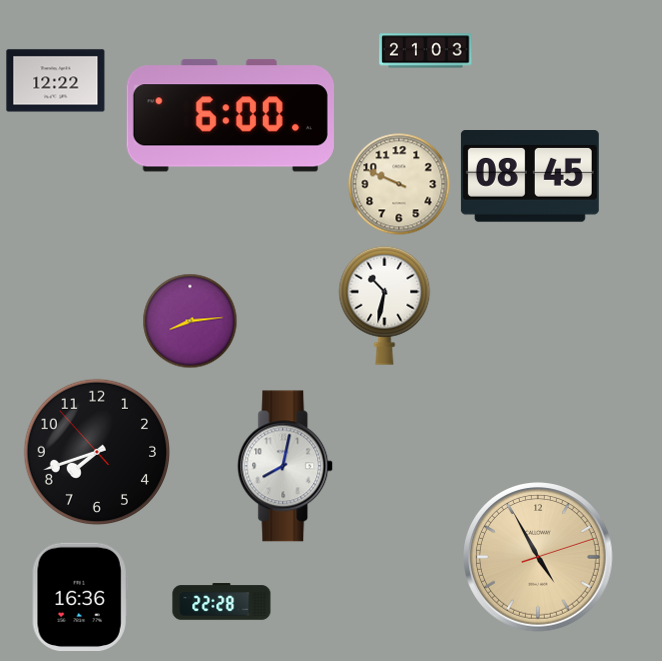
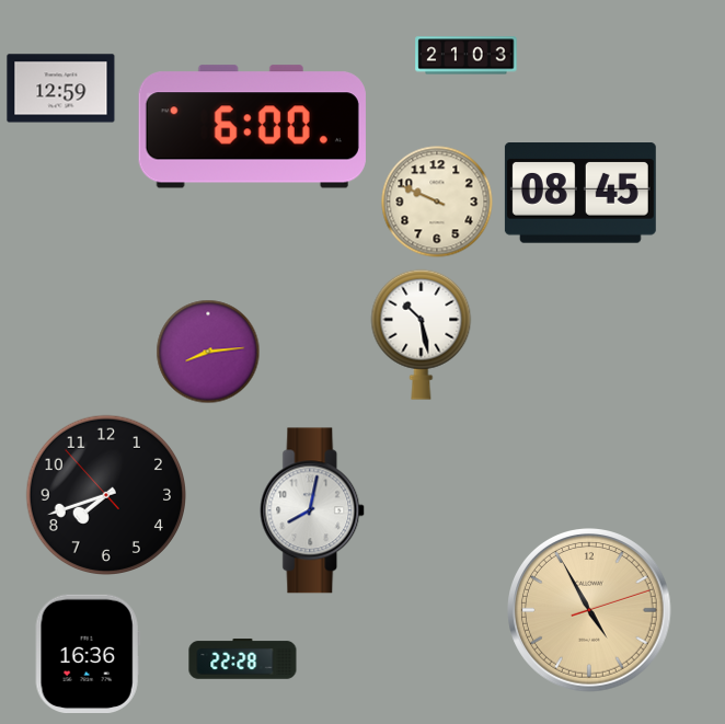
clock at (56, 81): 12:22 -> 12:59
clock at (385, 305): 10:32 -> 10:28
